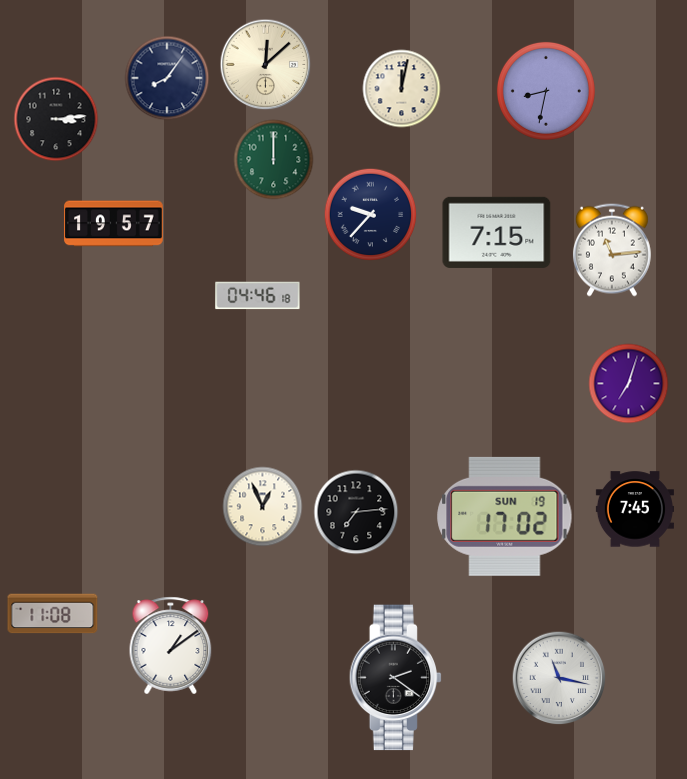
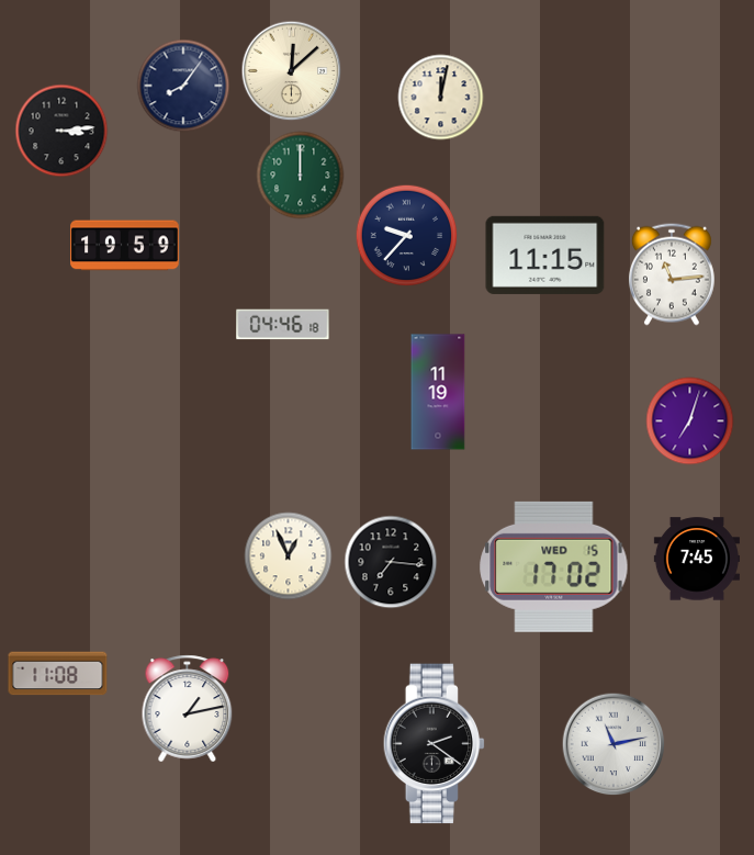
clock at (546, 91): 8:32 -> none
clock at (114, 224): 19:57 -> 19:59
clock at (497, 232): 7:15 -> 11:15
clock at (438, 392): none -> 11:19
clock at (356, 512): 7:14 -> 7:16
clock at (505, 516) date: SUN 19 -> WED 15
clock at (171, 646): 1:09 -> 1:13
clock at (559, 678): 11:17 -> 11:13
